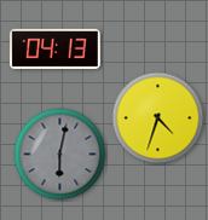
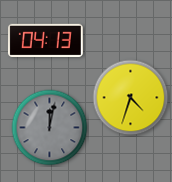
clock at (60, 155): 6:02 -> 12:02
